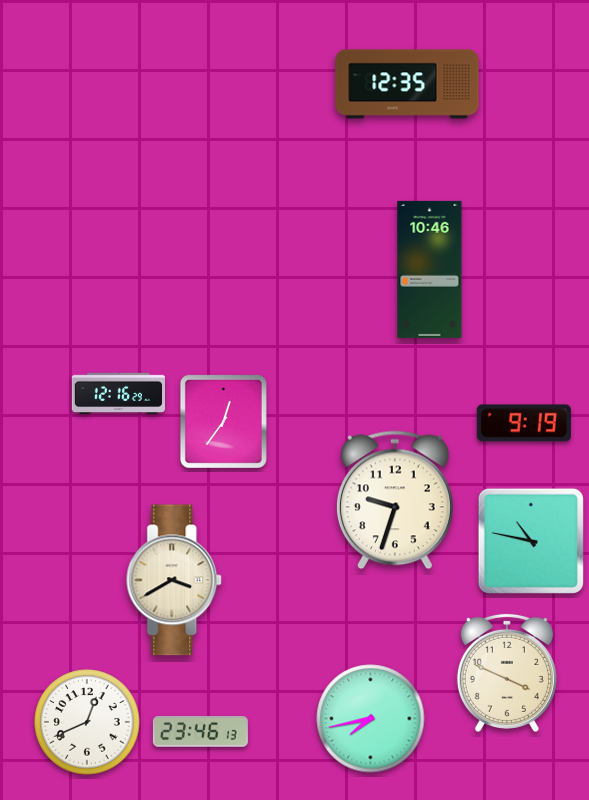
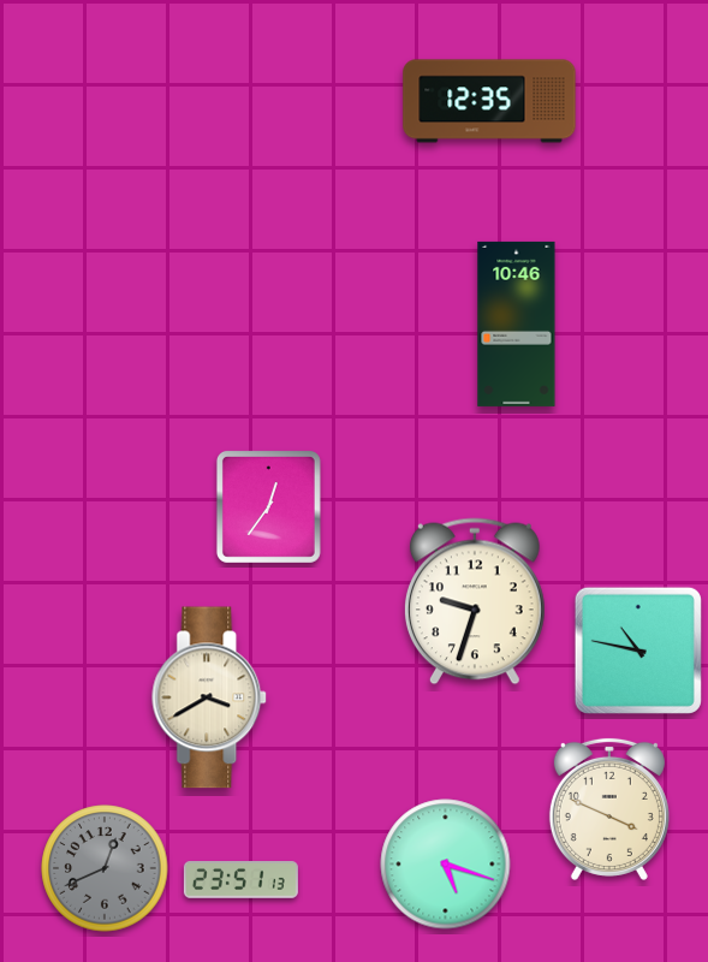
clock at (118, 393): 12:16 -> none
clock at (524, 423): 9:19 -> none
clock at (371, 719): 7:43 -> 5:18
clock at (87, 722) dial: white -> grey
clock at (200, 732): 23:46 -> 23:51
